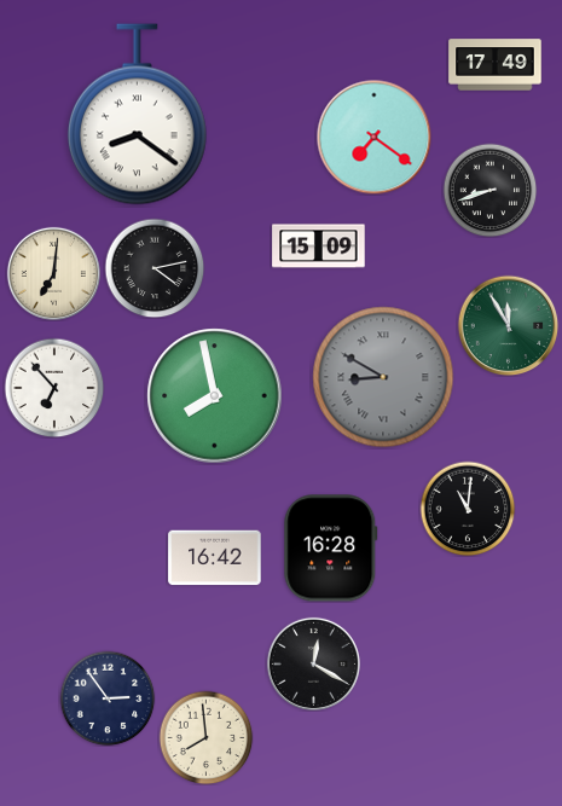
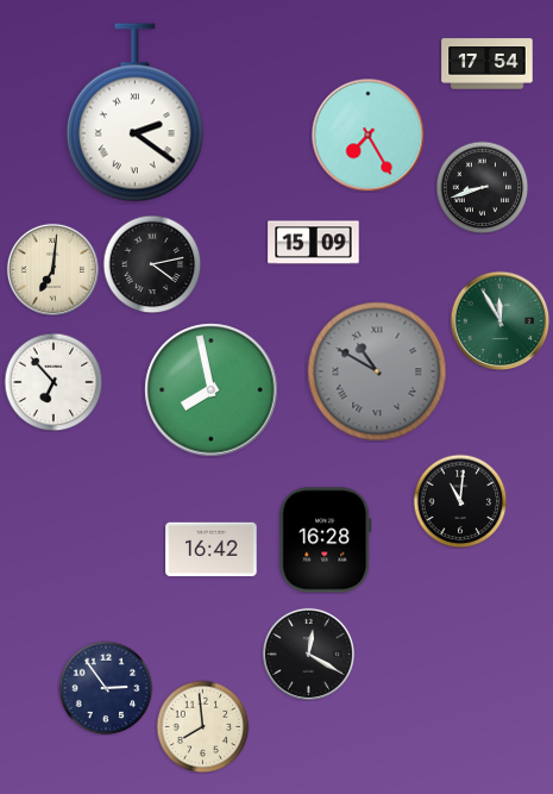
clock at (496, 65): 17:49 -> 17:54
clock at (137, 115): 8:21 -> 2:21
clock at (373, 137): 7:21 -> 7:25
clock at (383, 377): 8:50 -> 10:50
